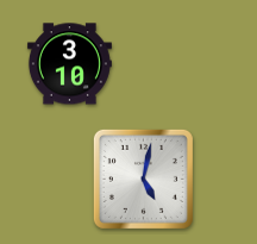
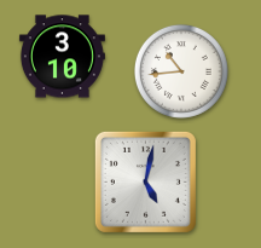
clock at (69, 64) position: (69, 64) -> (62, 57)
clock at (181, 71): none -> 10:44
